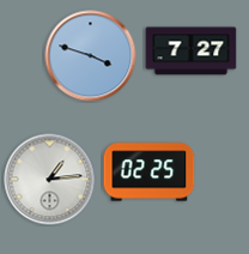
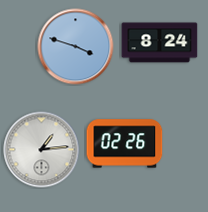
clock at (192, 52): 7:27 -> 8:24
clock at (150, 173): 02:25 -> 02:26
